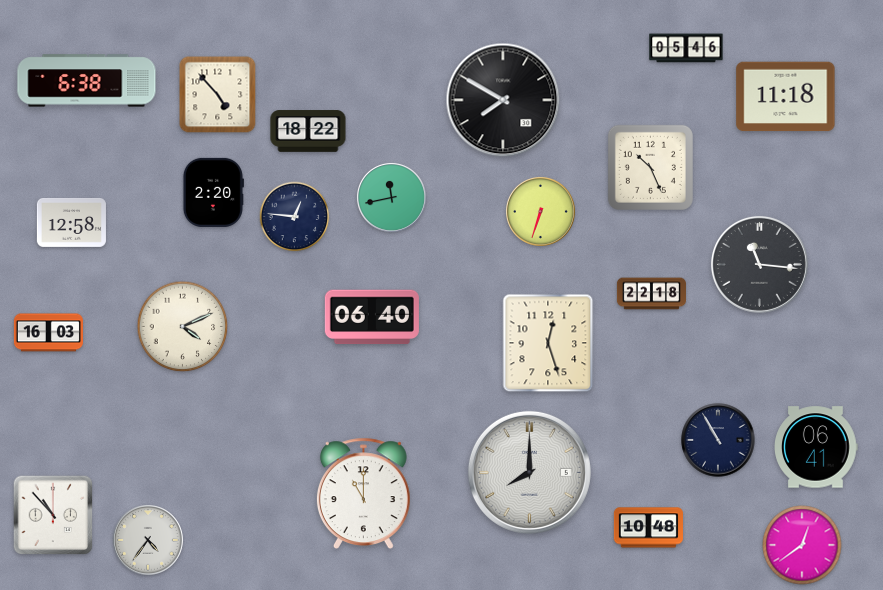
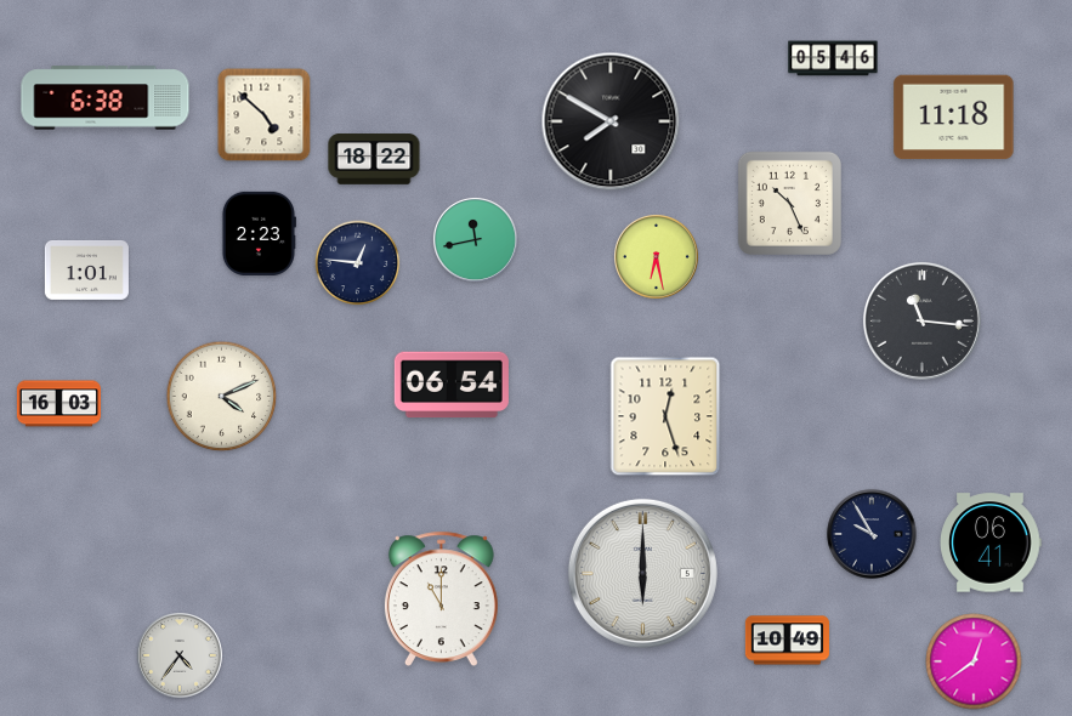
clock at (218, 95): 4:53 -> 4:52
clock at (213, 192): 2:20 -> 2:23
clock at (540, 211): 6:33 -> 6:28
clock at (71, 222): 12:58 -> 1:01
clock at (651, 294): 22:18 -> none
clock at (372, 317): 06:40 -> 06:54
clock at (718, 440): 10:55 -> 9:55
clock at (529, 472): 8:00 -> 6:00
clock at (53, 515): 10:53 -> none
clock at (648, 528): 10:48 -> 10:49
